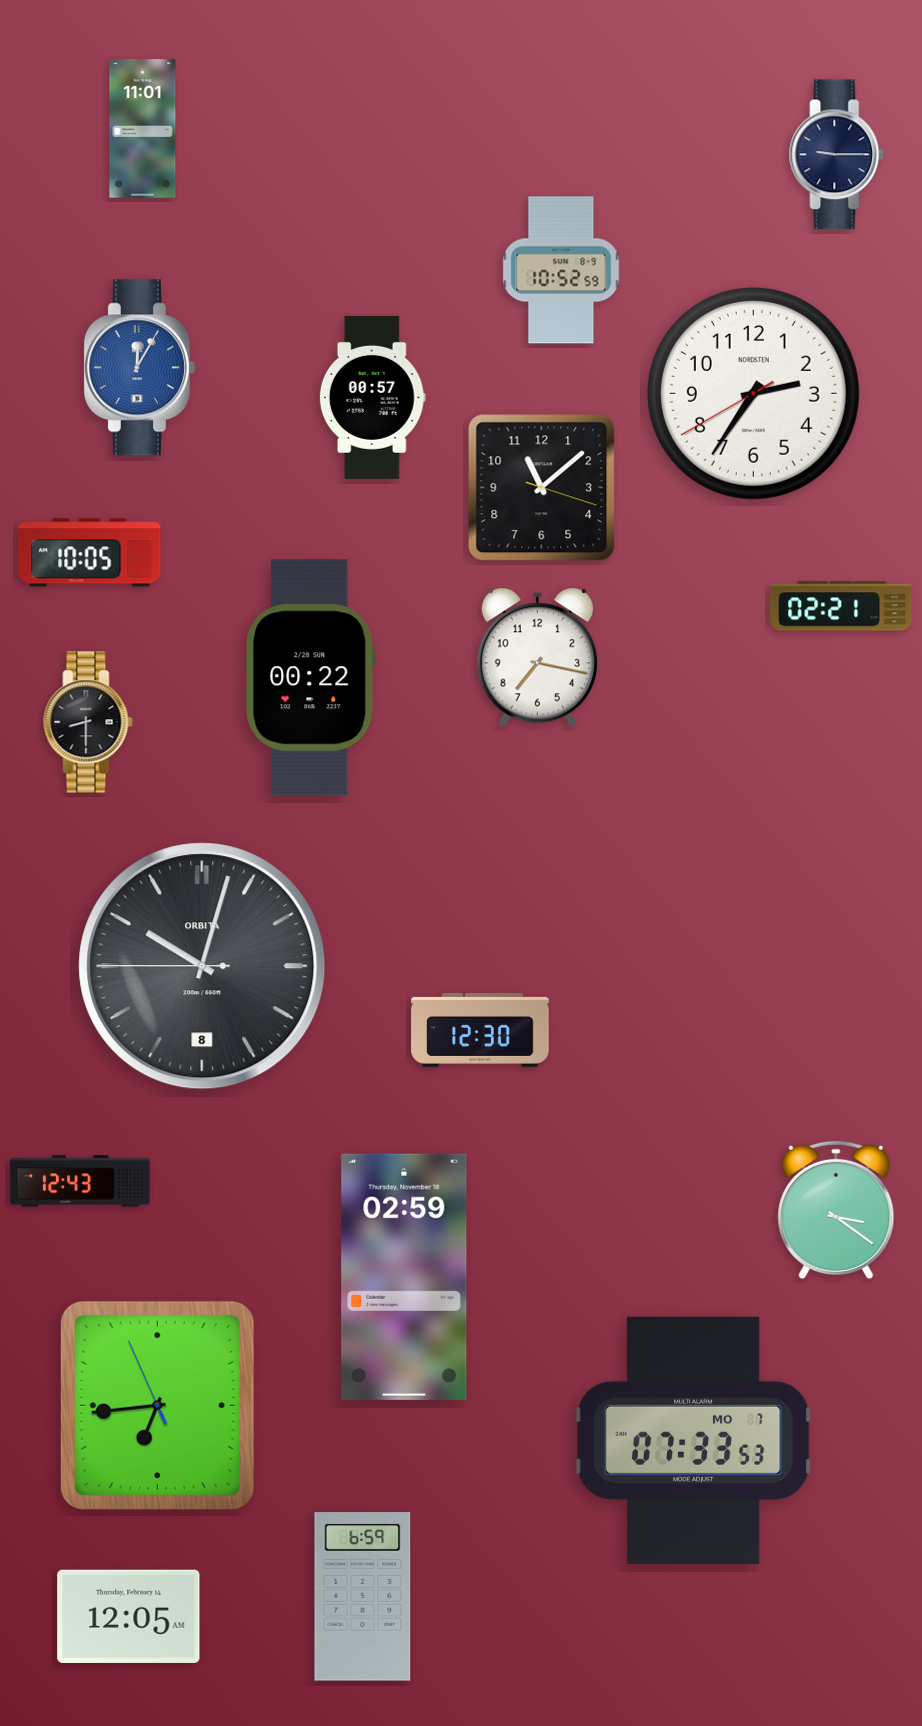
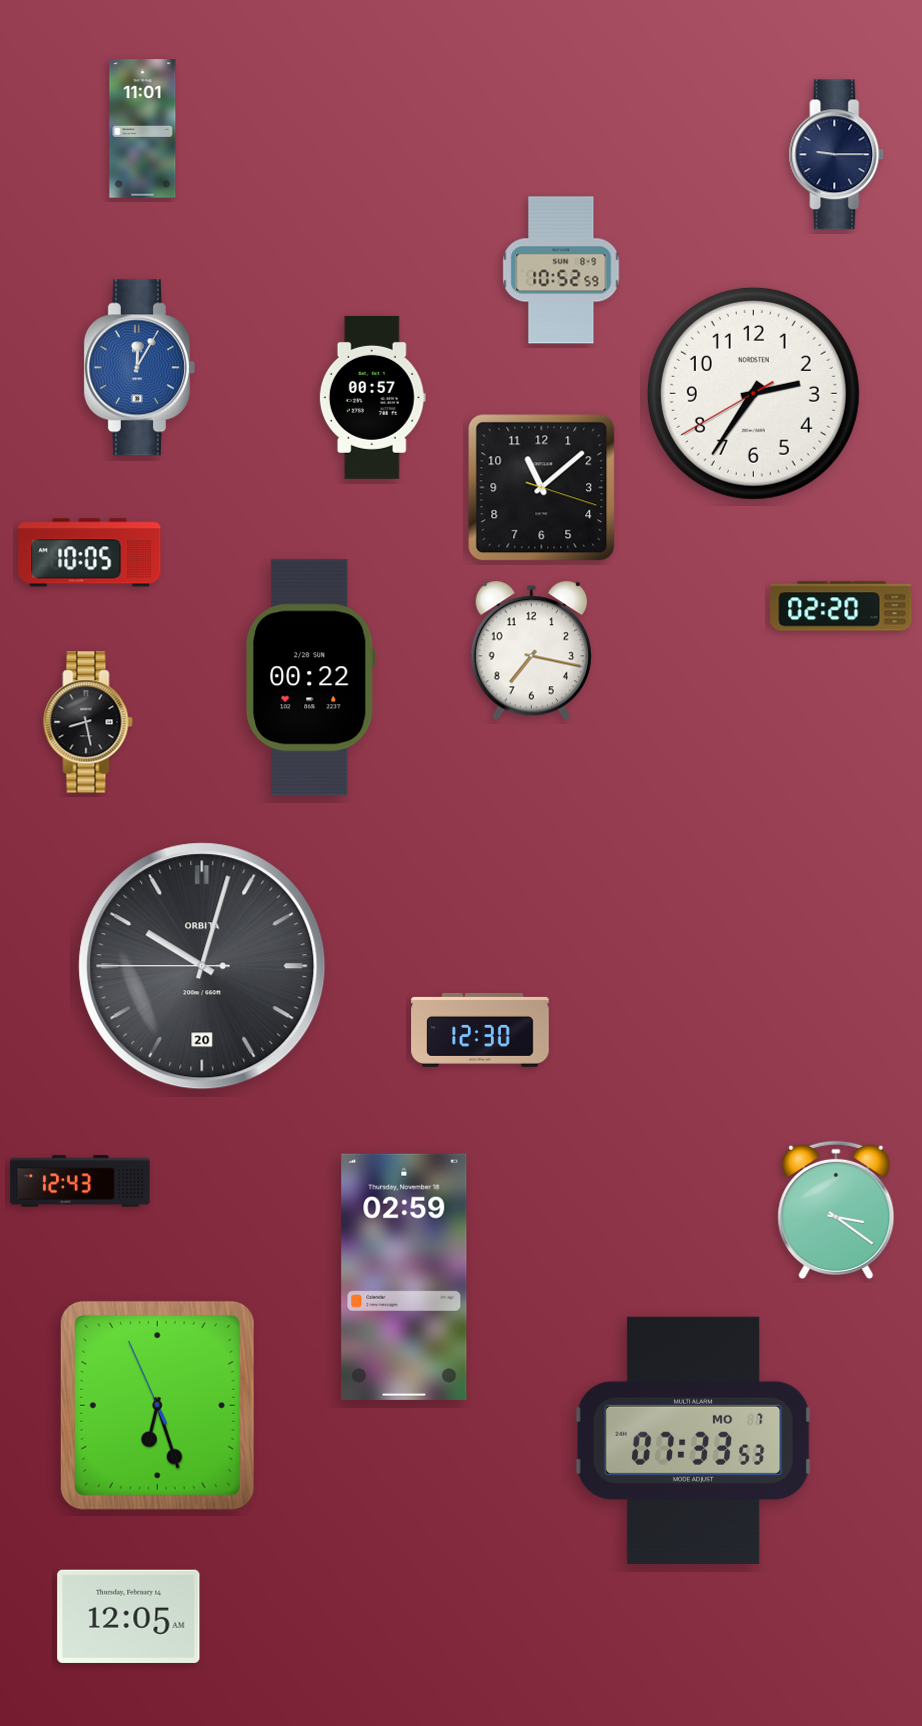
clock at (841, 606): 02:21 -> 02:20
clock at (537, 658) position: (537, 658) -> (531, 651)
clock at (88, 722): 8:30 -> 8:28
clock at (202, 966) date: 8 -> 20
clock at (157, 1405): 6:43 -> 6:26
clock at (363, 1597): 6:59 -> none
